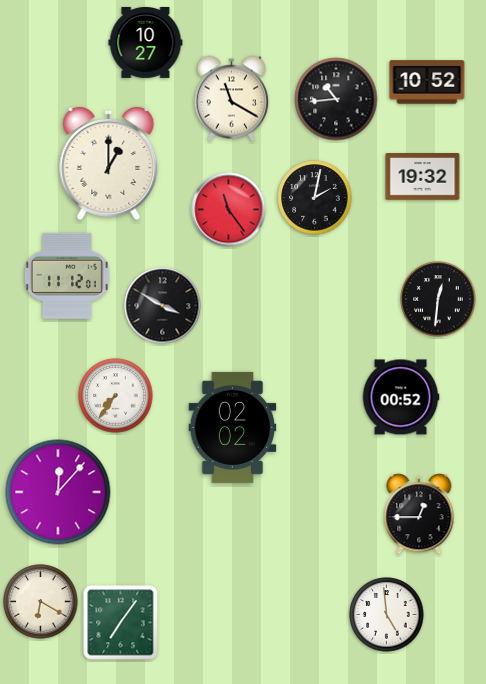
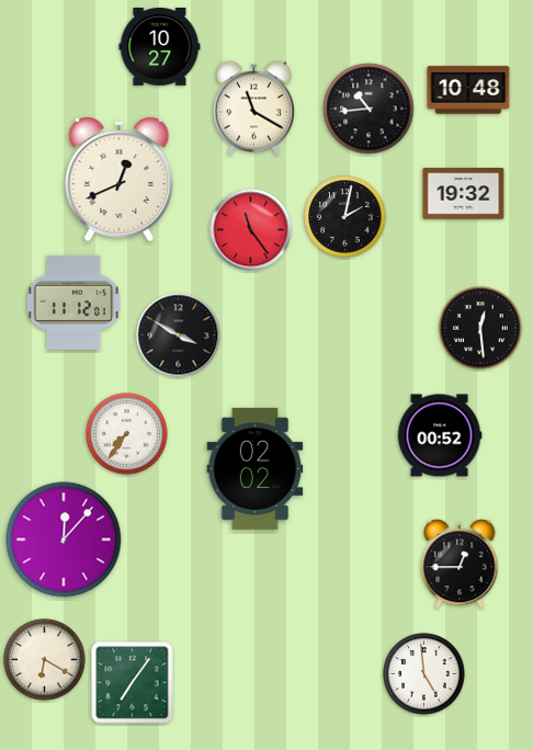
clock at (427, 82): 10:52 -> 10:48
clock at (109, 163): 1:00 -> 12:41
clock at (438, 299): 12:31 -> 12:29
